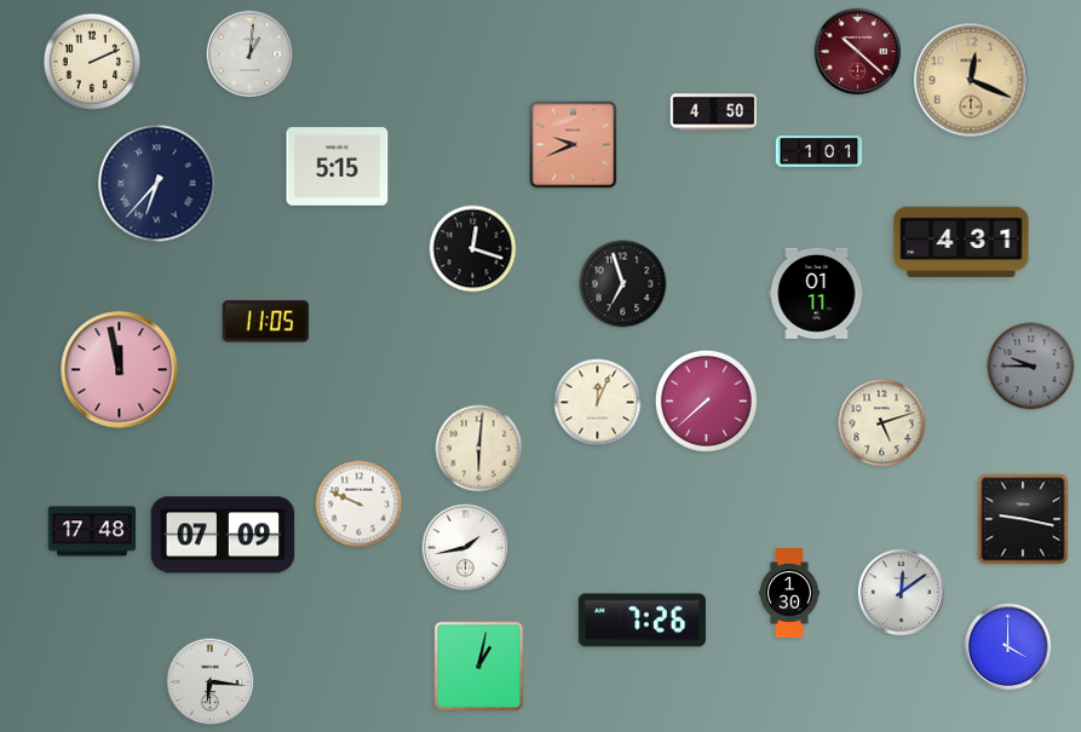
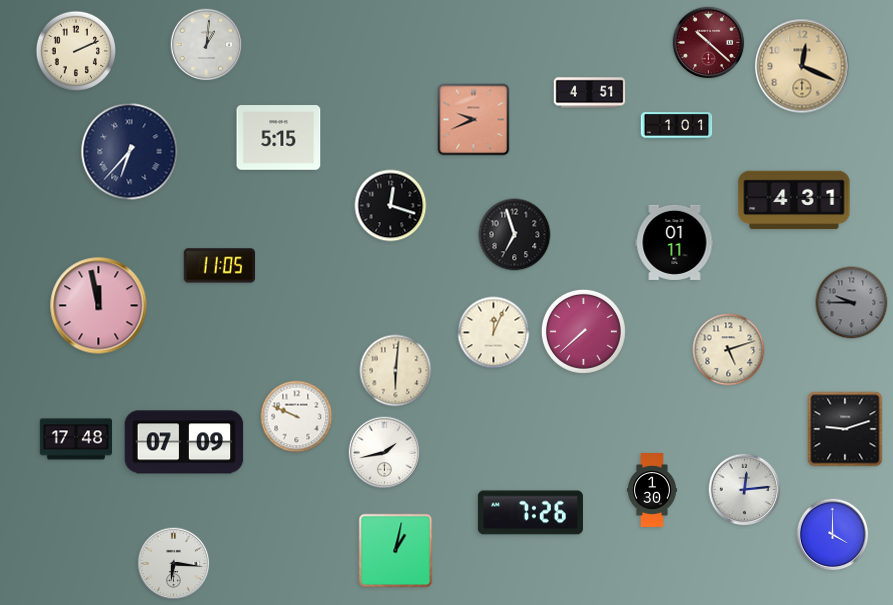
clock at (714, 113): 4:50 -> 4:51
clock at (1023, 519): 9:17 -> 9:12
clock at (902, 593): 12:09 -> 12:14
